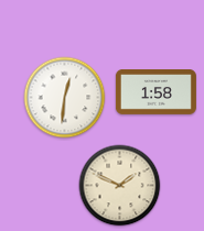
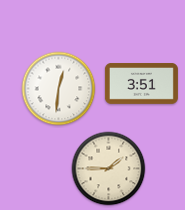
clock at (155, 92): 1:58 -> 3:51
clock at (120, 186): 1:49 -> 1:45
